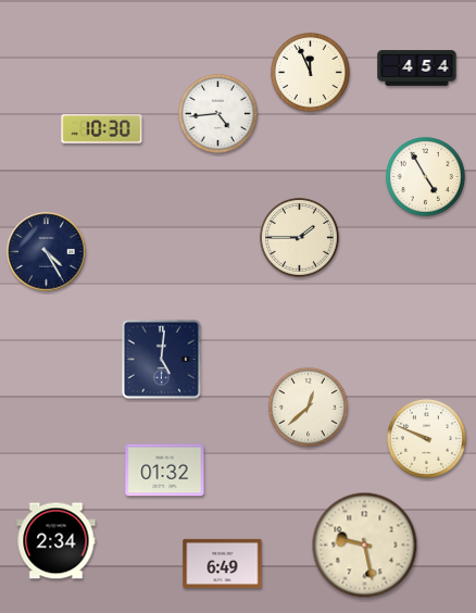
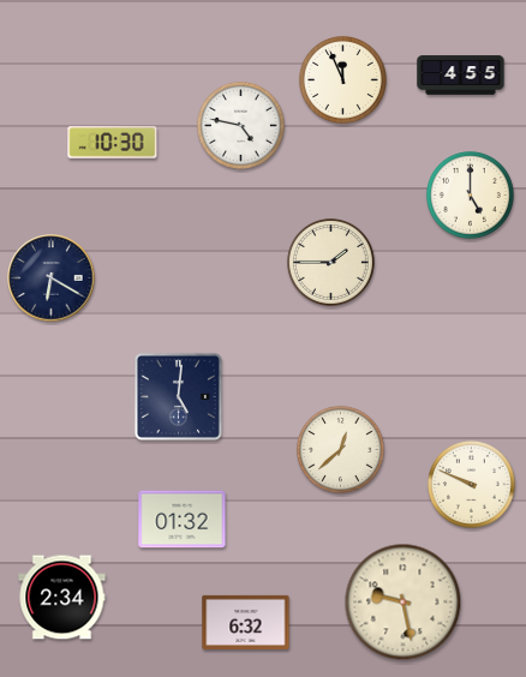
clock at (417, 68): 4:54 -> 4:55
clock at (217, 113): 4:44 -> 4:47
clock at (425, 176): 4:55 -> 5:00
clock at (47, 252): 4:25 -> 6:20
clock at (223, 563): 6:49 -> 6:32
